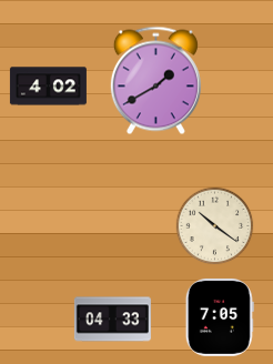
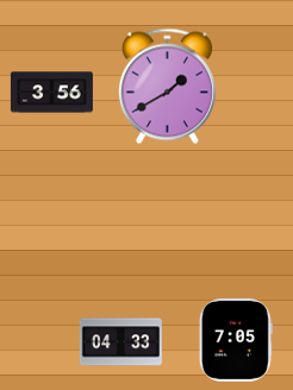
clock at (48, 87): 4:02 -> 3:56
clock at (215, 226): 10:21 -> none
